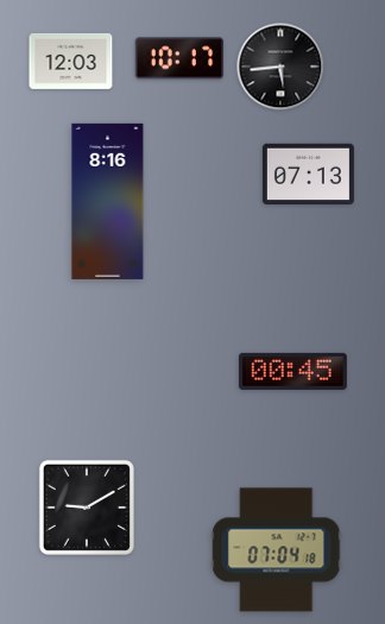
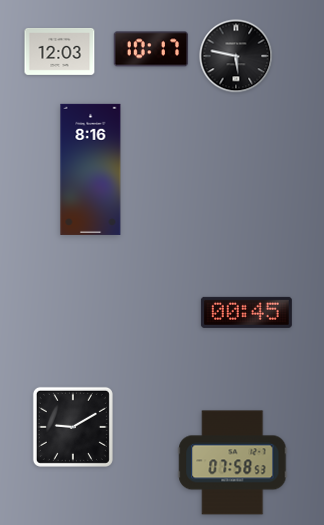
clock at (280, 67): 5:44 -> 5:47
clock at (308, 174): 07:13 -> none
clock at (277, 550): 07:04 -> 07:58
